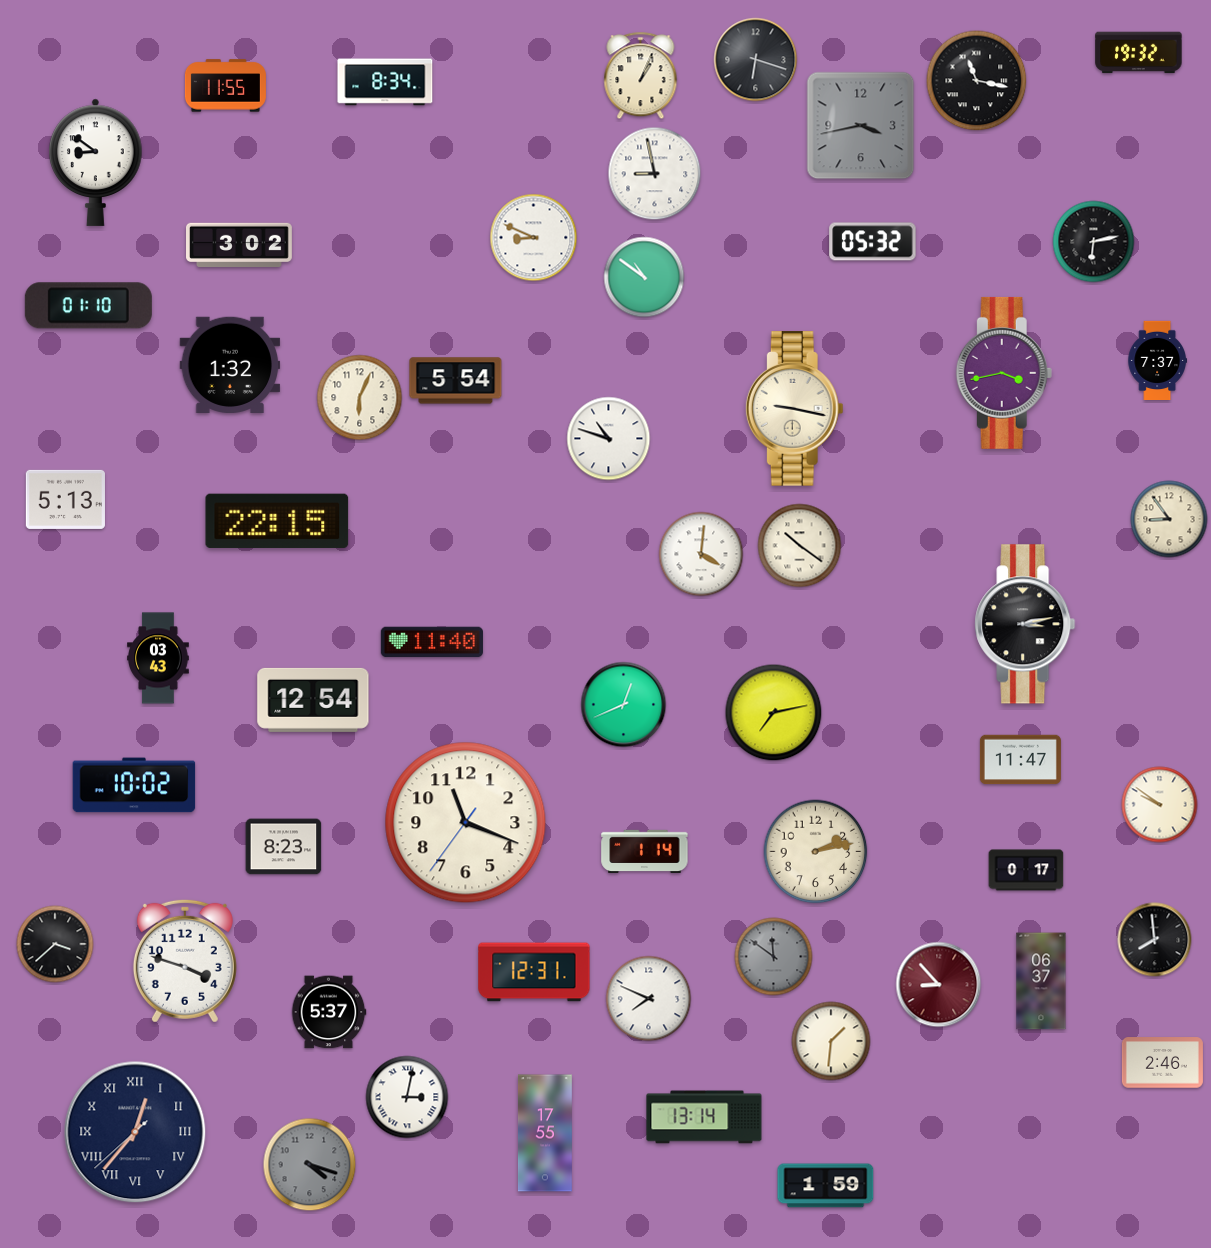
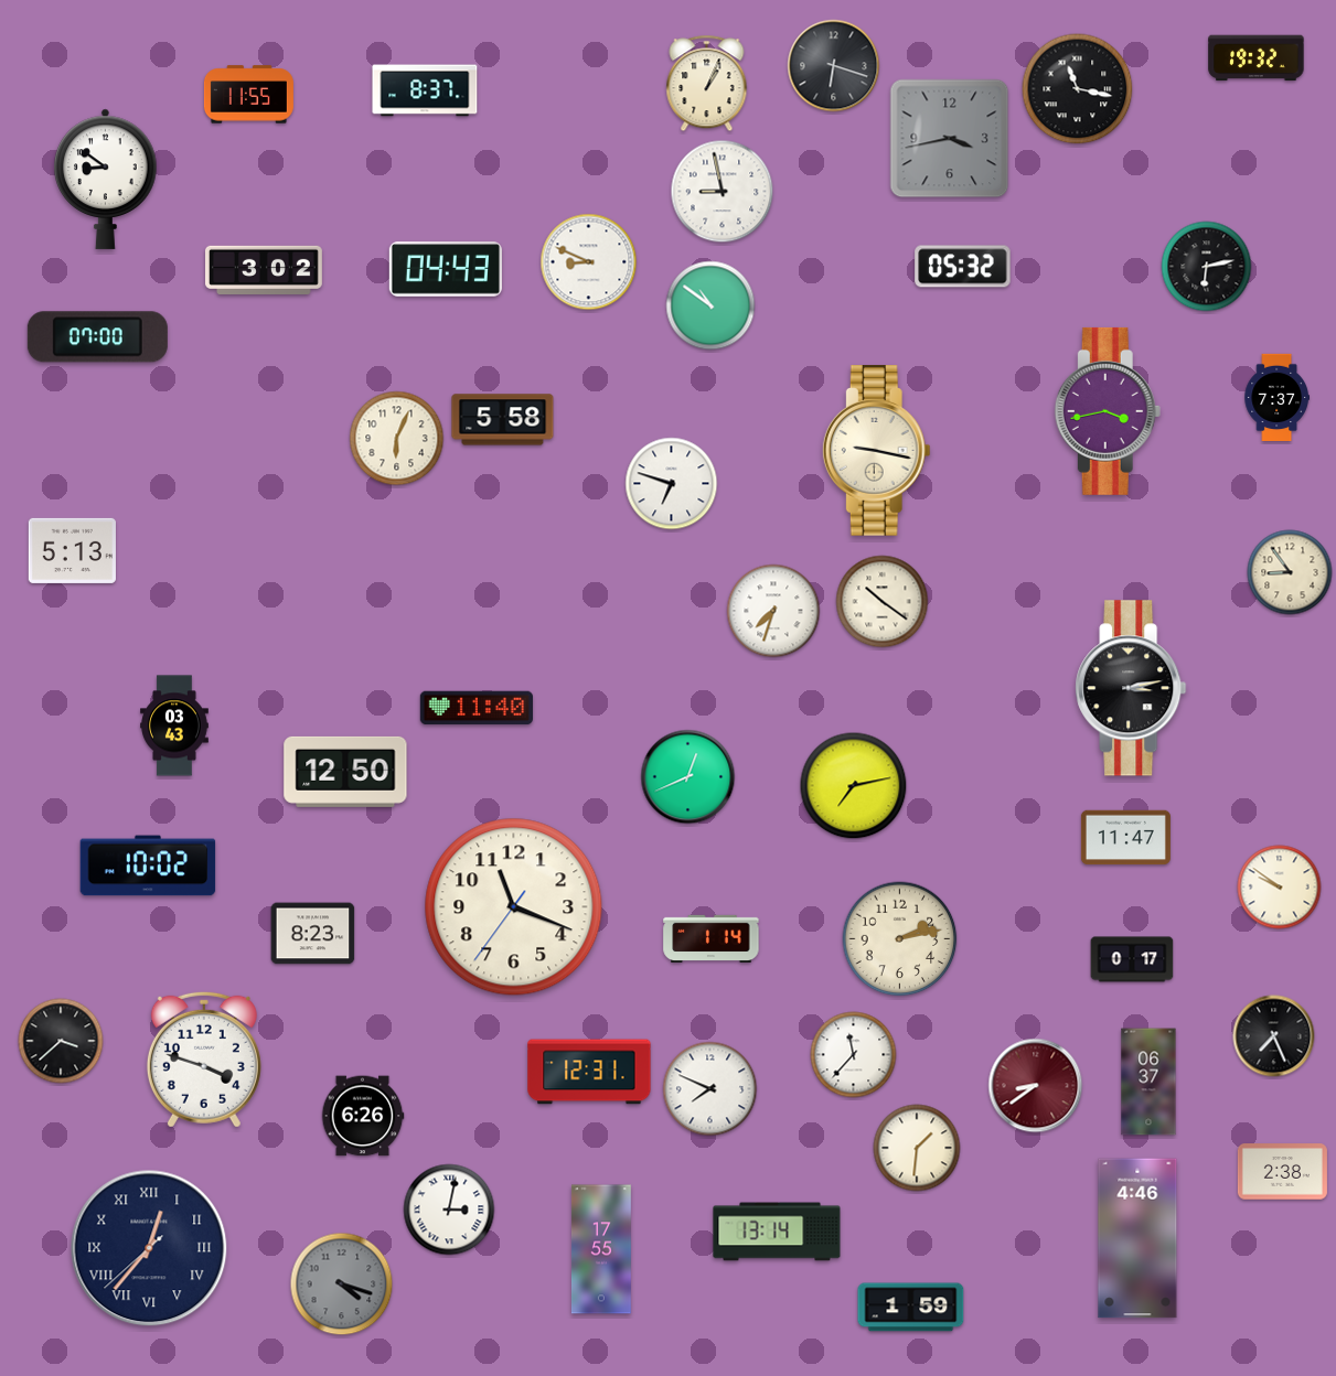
clock at (385, 82): 8:34 -> 8:37
clock at (446, 269): none -> 04:43
clock at (88, 306): 01:10 -> 07:00
clock at (230, 364): 1:32 -> none
clock at (456, 381): 5:54 -> 5:58
clock at (609, 439): 10:48 -> 6:48
clock at (277, 521): 22:15 -> none
clock at (701, 554): 4:01 -> 7:33
clock at (313, 700): 12:54 -> 12:50
clock at (1155, 940): 7:59 -> 7:26
clock at (774, 957): 11:51 -> 11:37
clock at (774, 957) dial: grey -> white
clock at (939, 985): 8:53 -> 8:39
clock at (649, 999) position: (649, 999) -> (710, 1089)
clock at (329, 1012): 5:37 -> 6:26
clock at (1162, 1063): 2:46 -> 2:38
clock at (1137, 1238): none -> 4:46
